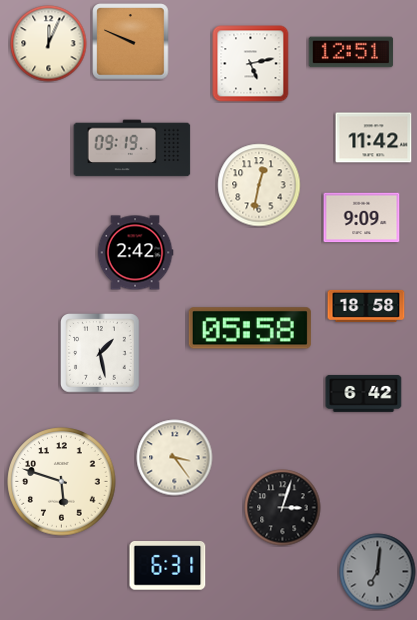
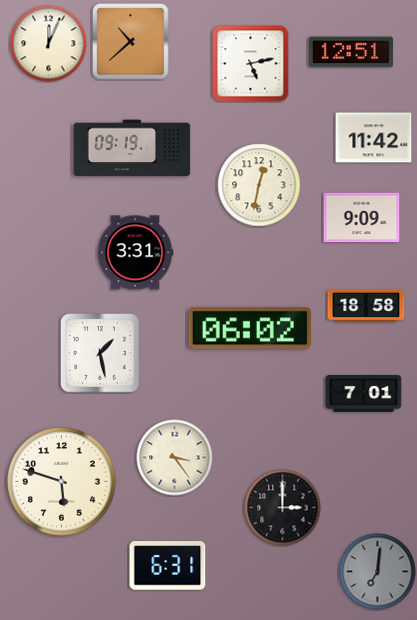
clock at (131, 42): 9:49 -> 10:38
clock at (135, 253): 2:42 -> 3:31
clock at (250, 328): 05:58 -> 06:02
clock at (364, 393): 6:42 -> 7:01
clock at (283, 508): 3:03 -> 3:00
